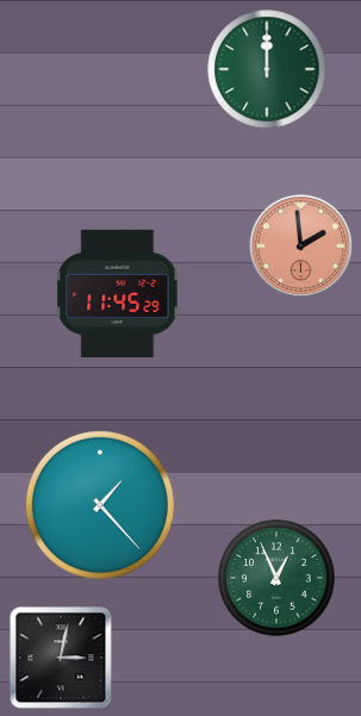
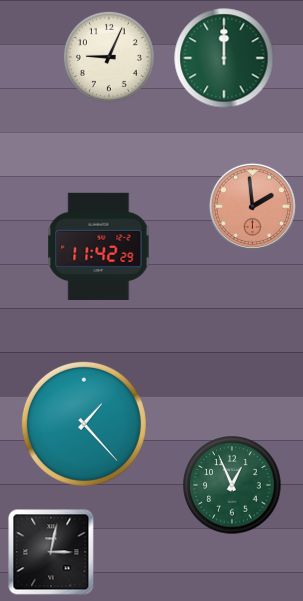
clock at (109, 57): none -> 9:04
clock at (118, 293): 11:45 -> 11:42
